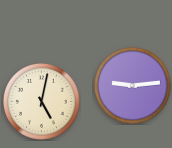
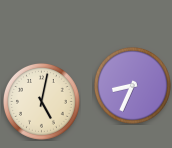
clock at (133, 86): 9:14 -> 8:34
